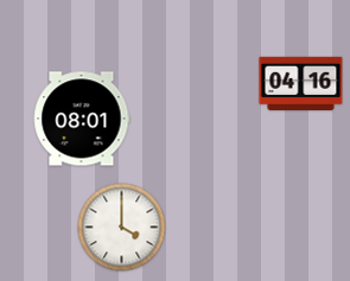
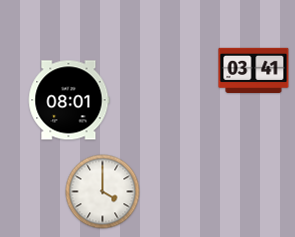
clock at (301, 83): 04:16 -> 03:41
